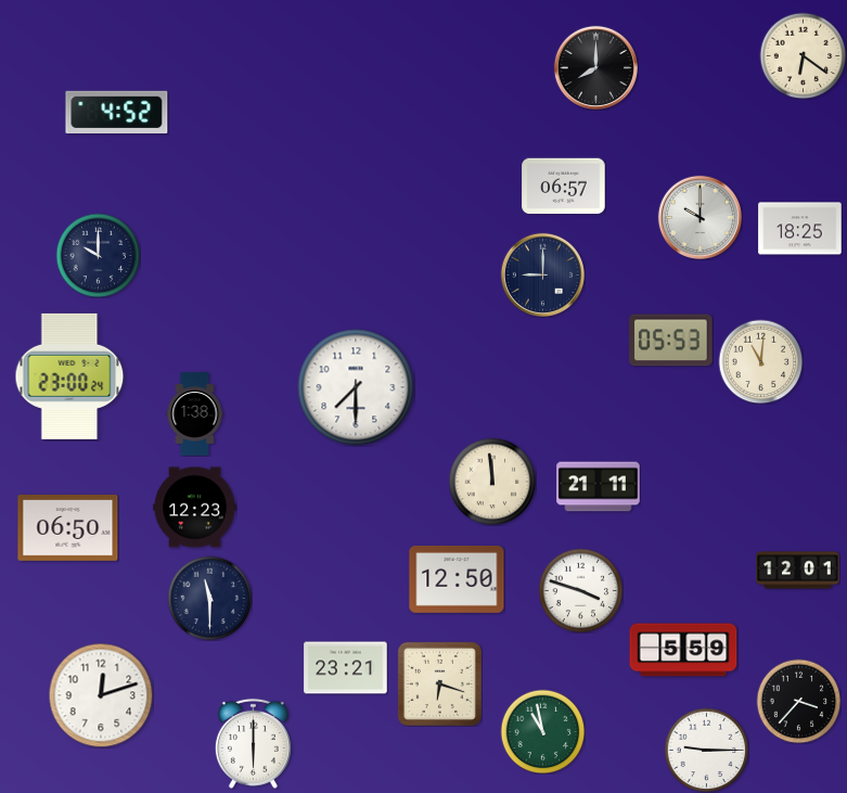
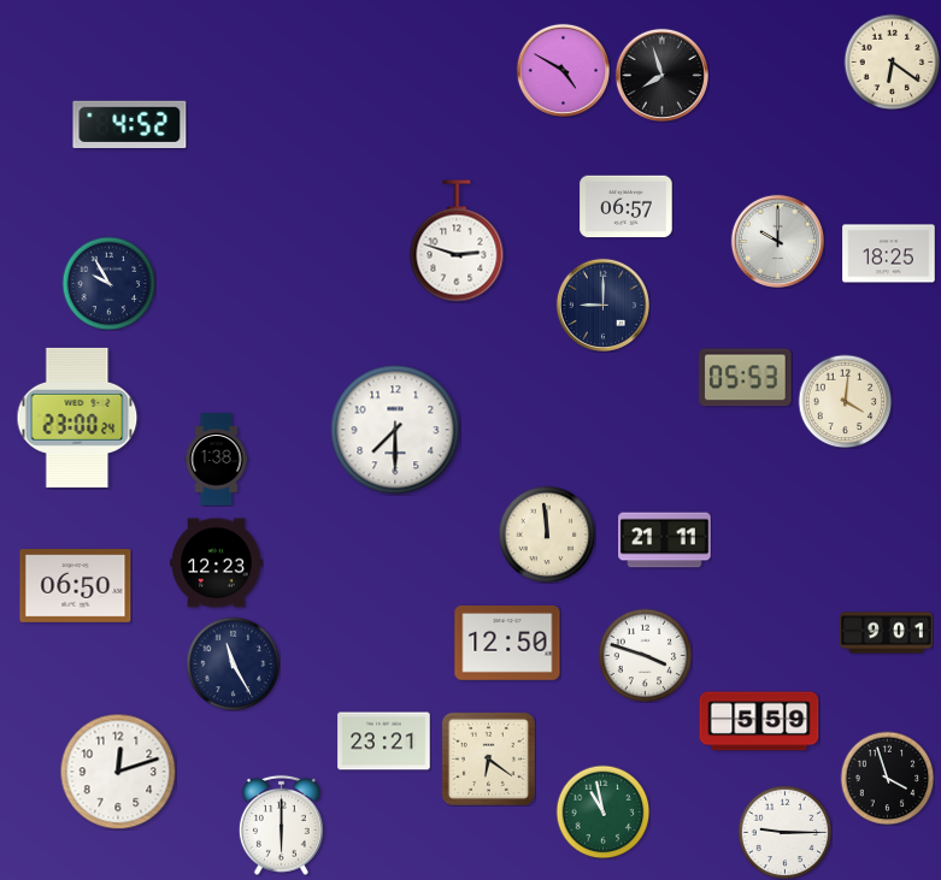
clock at (563, 70): none -> 4:50
clock at (595, 67): 8:00 -> 7:57
clock at (457, 241): none -> 2:48
clock at (98, 255): 10:00 -> 9:55
clock at (760, 361): 11:01 -> 4:01
clock at (798, 571): 12:01 -> 9:01
clock at (209, 598): 11:30 -> 11:25
clock at (439, 683): 6:18 -> 6:21
clock at (101, 695) position: (101, 695) -> (118, 772)
clock at (798, 701): 3:37 -> 3:57
